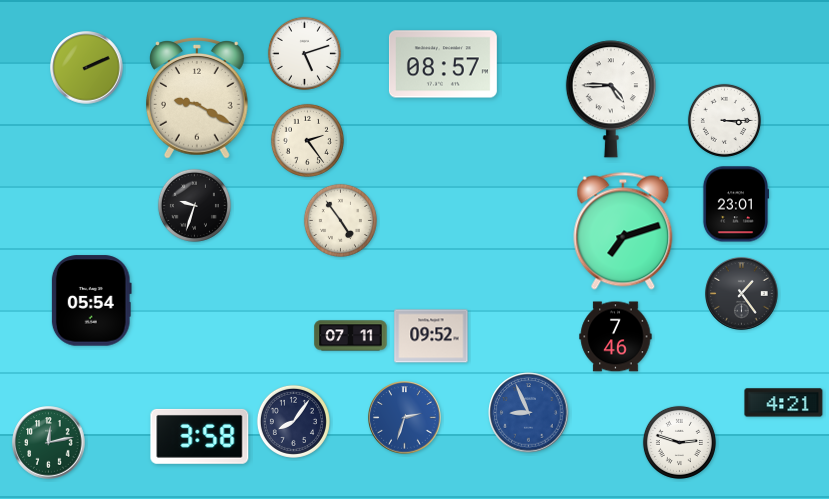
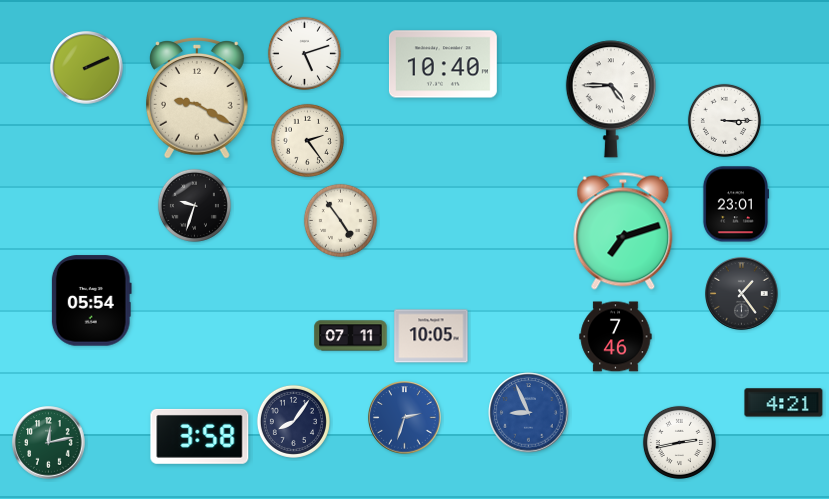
clock at (443, 64): 08:57 -> 10:40
clock at (431, 336): 09:52 -> 10:05
clock at (679, 442): 2:48 -> 2:43
